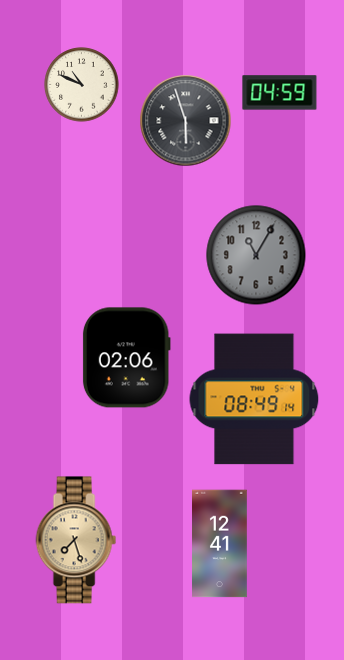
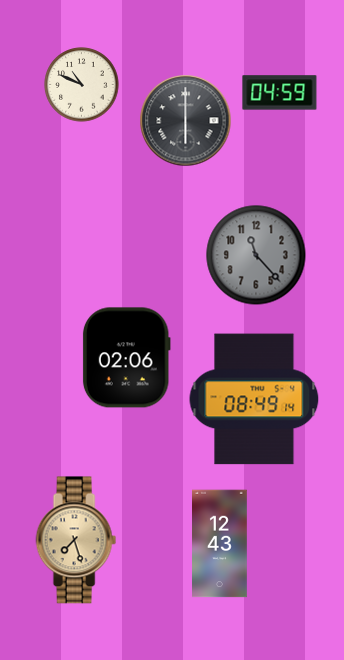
clock at (186, 121): 5:57 -> 6:00
clock at (256, 255): 11:05 -> 11:23
clock at (220, 544): 12:41 -> 12:43
